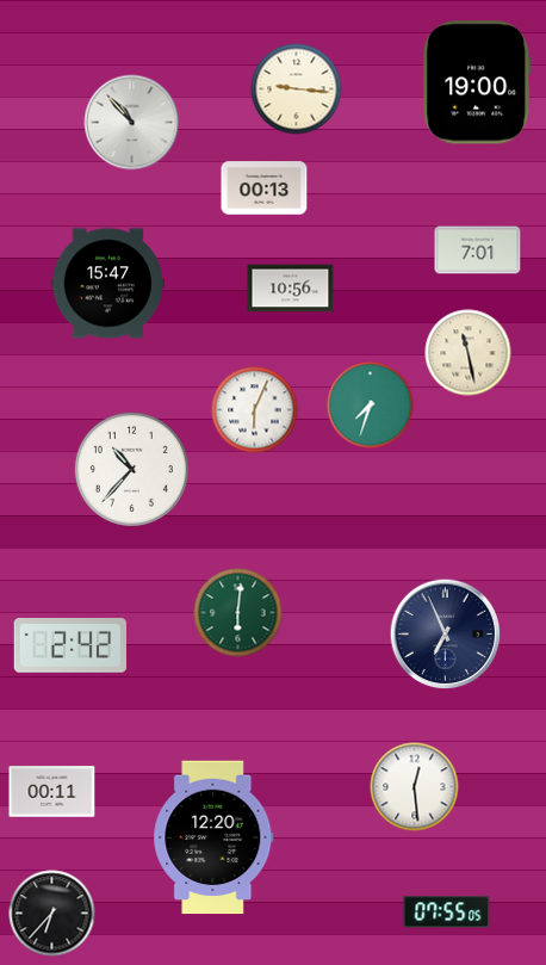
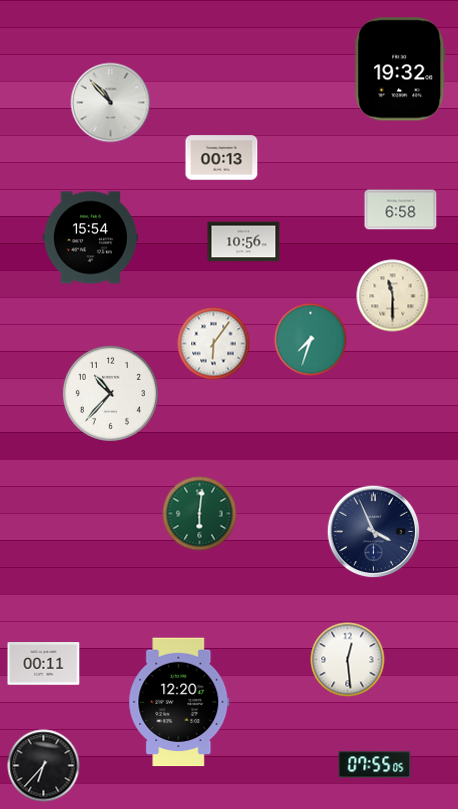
clock at (477, 82): 19:00 -> 19:32
clock at (297, 89): 9:16 -> none
clock at (478, 250): 7:01 -> 6:58
clock at (107, 284): 15:47 -> 15:54
clock at (469, 353): 11:28 -> 11:30
clock at (255, 410): 6:04 -> 6:06
clock at (446, 635): 6:56 -> 3:56
clock at (69, 647): 2:42 -> none
